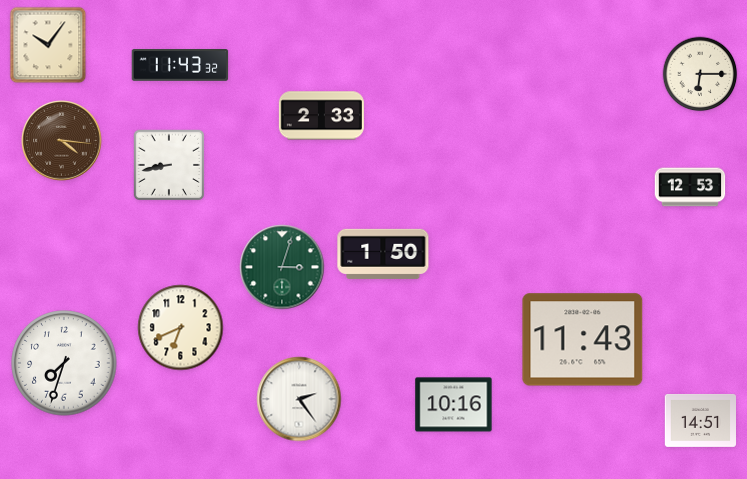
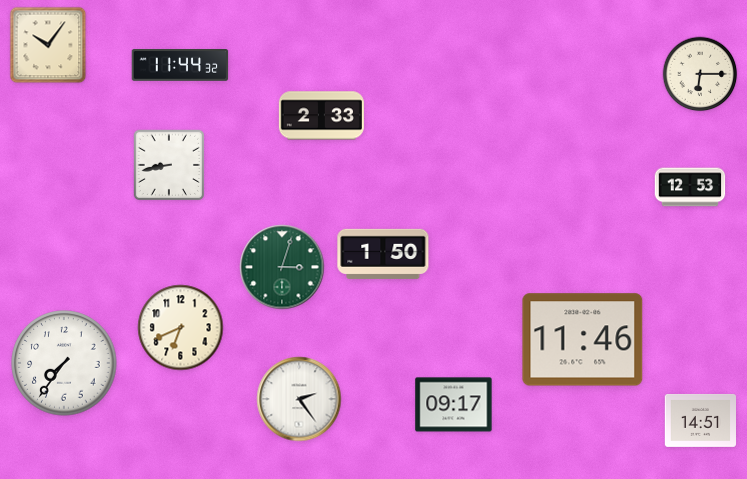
clock at (180, 66): 11:43 -> 11:44
clock at (62, 141): 4:16 -> none
clock at (583, 340): 11:43 -> 11:46
clock at (64, 363): 7:33 -> 7:36
clock at (454, 405): 10:16 -> 09:17
